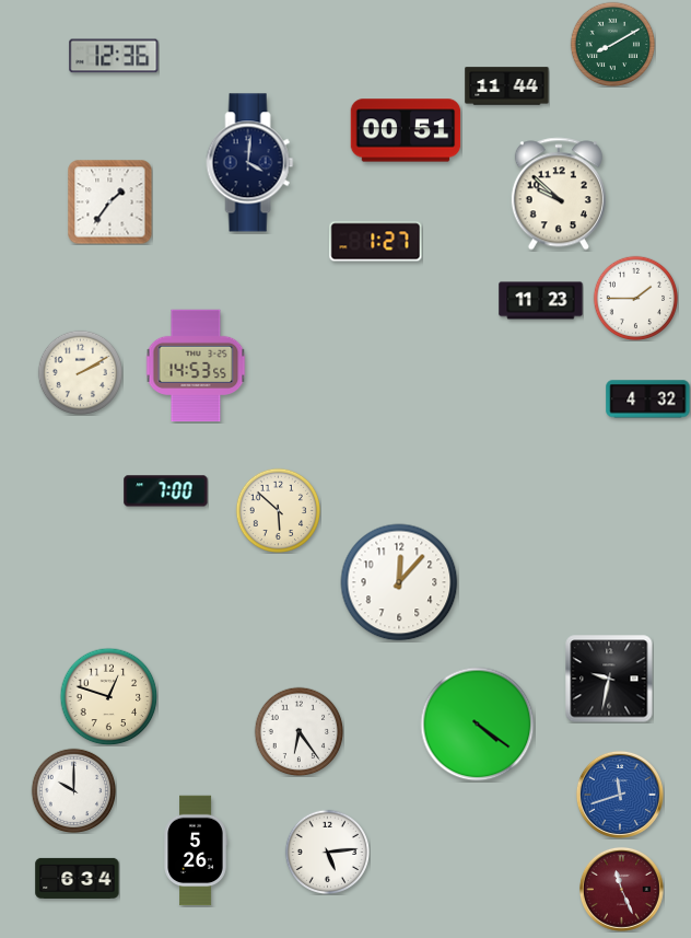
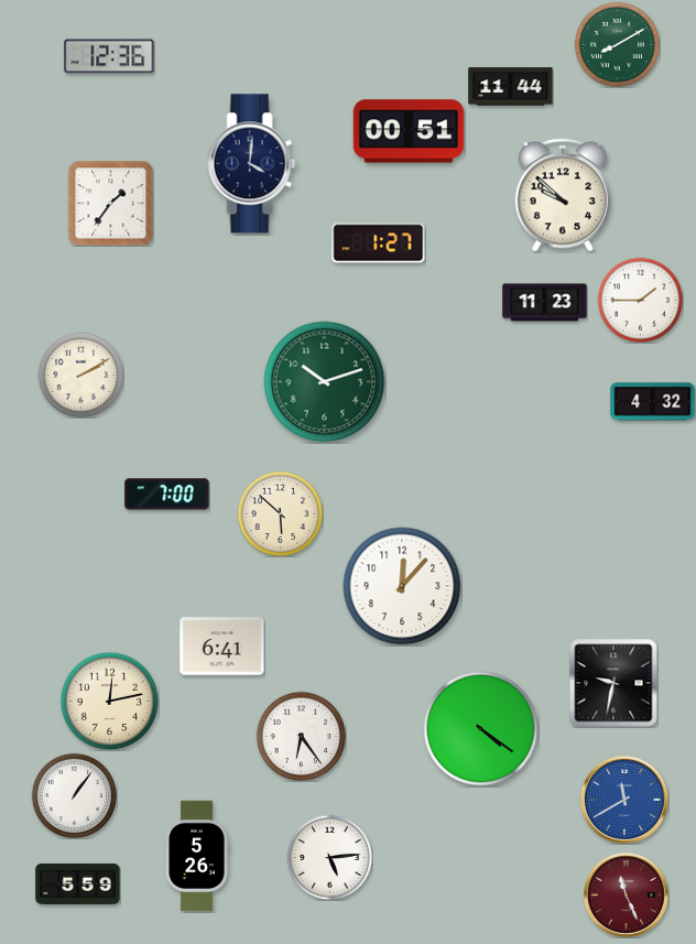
clock at (114, 56) position: (114, 56) -> (109, 56)
clock at (196, 366): 14:53 -> none
clock at (325, 382): none -> 10:12
clock at (222, 647): none -> 6:41
clock at (108, 696): 12:48 -> 12:13
clock at (73, 790): 10:00 -> 1:06
clock at (620, 795): 11:42 -> 11:40
clock at (78, 878): 6:34 -> 5:59
